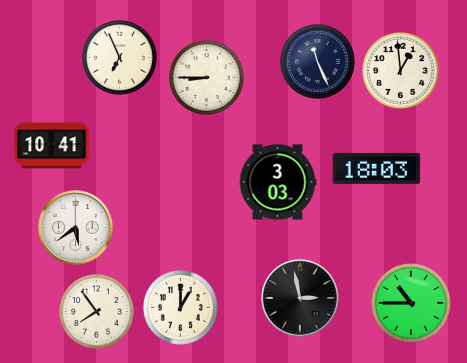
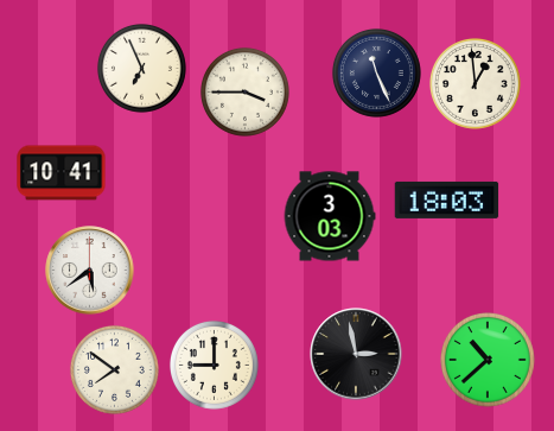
clock at (206, 77): 8:45 -> 3:45
clock at (412, 304): 10:45 -> 10:38
clock at (180, 307): 1:00 -> 9:00
clock at (96, 311): 7:54 -> 7:51
